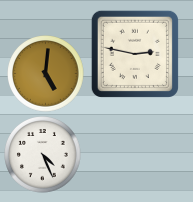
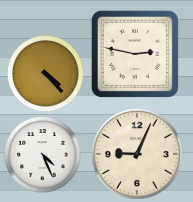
clock at (46, 74): 5:01 -> 4:23
clock at (137, 154): none -> 9:04
